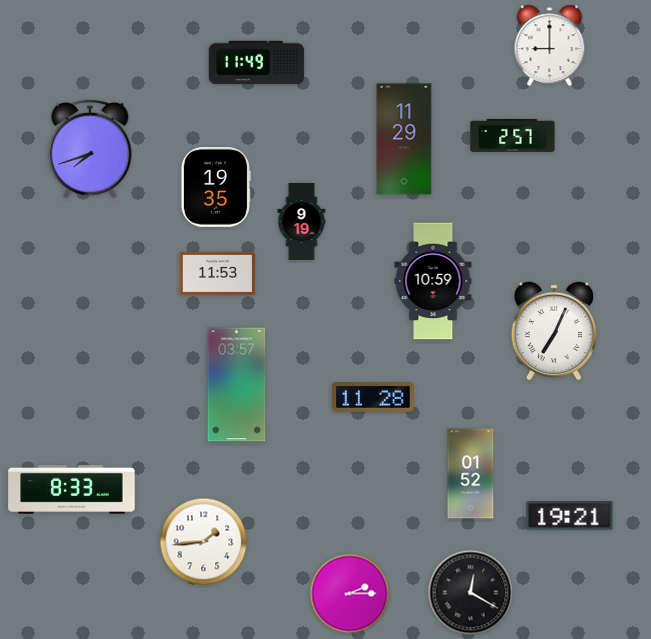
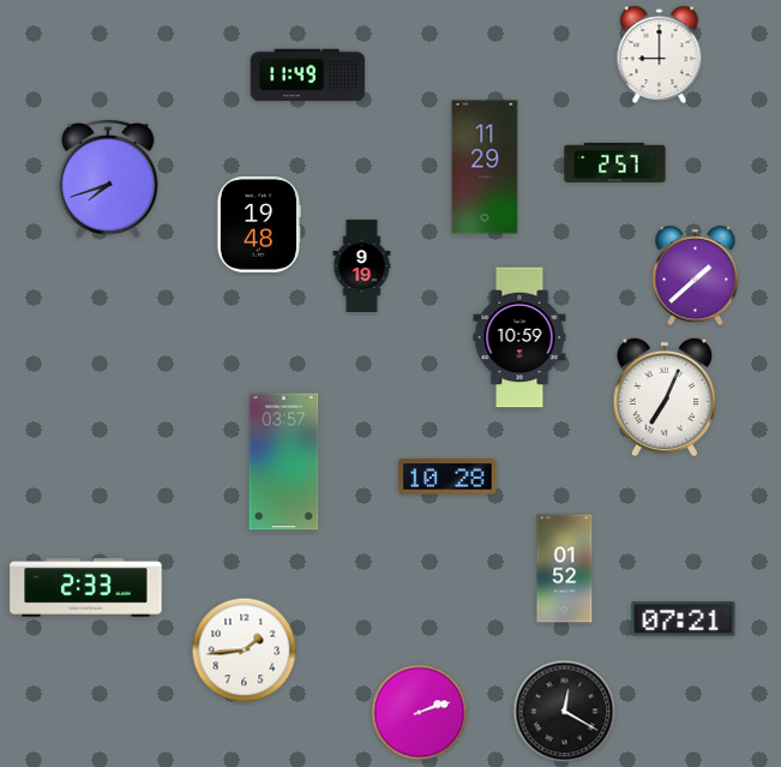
clock at (216, 188): 19:35 -> 19:48
clock at (696, 276): none -> 1:38
clock at (218, 273): 11:53 -> none
clock at (373, 397): 11:28 -> 10:28
clock at (72, 490): 8:33 -> 2:33
clock at (570, 516): 19:21 -> 07:21
clock at (350, 594): 2:15 -> 2:12
